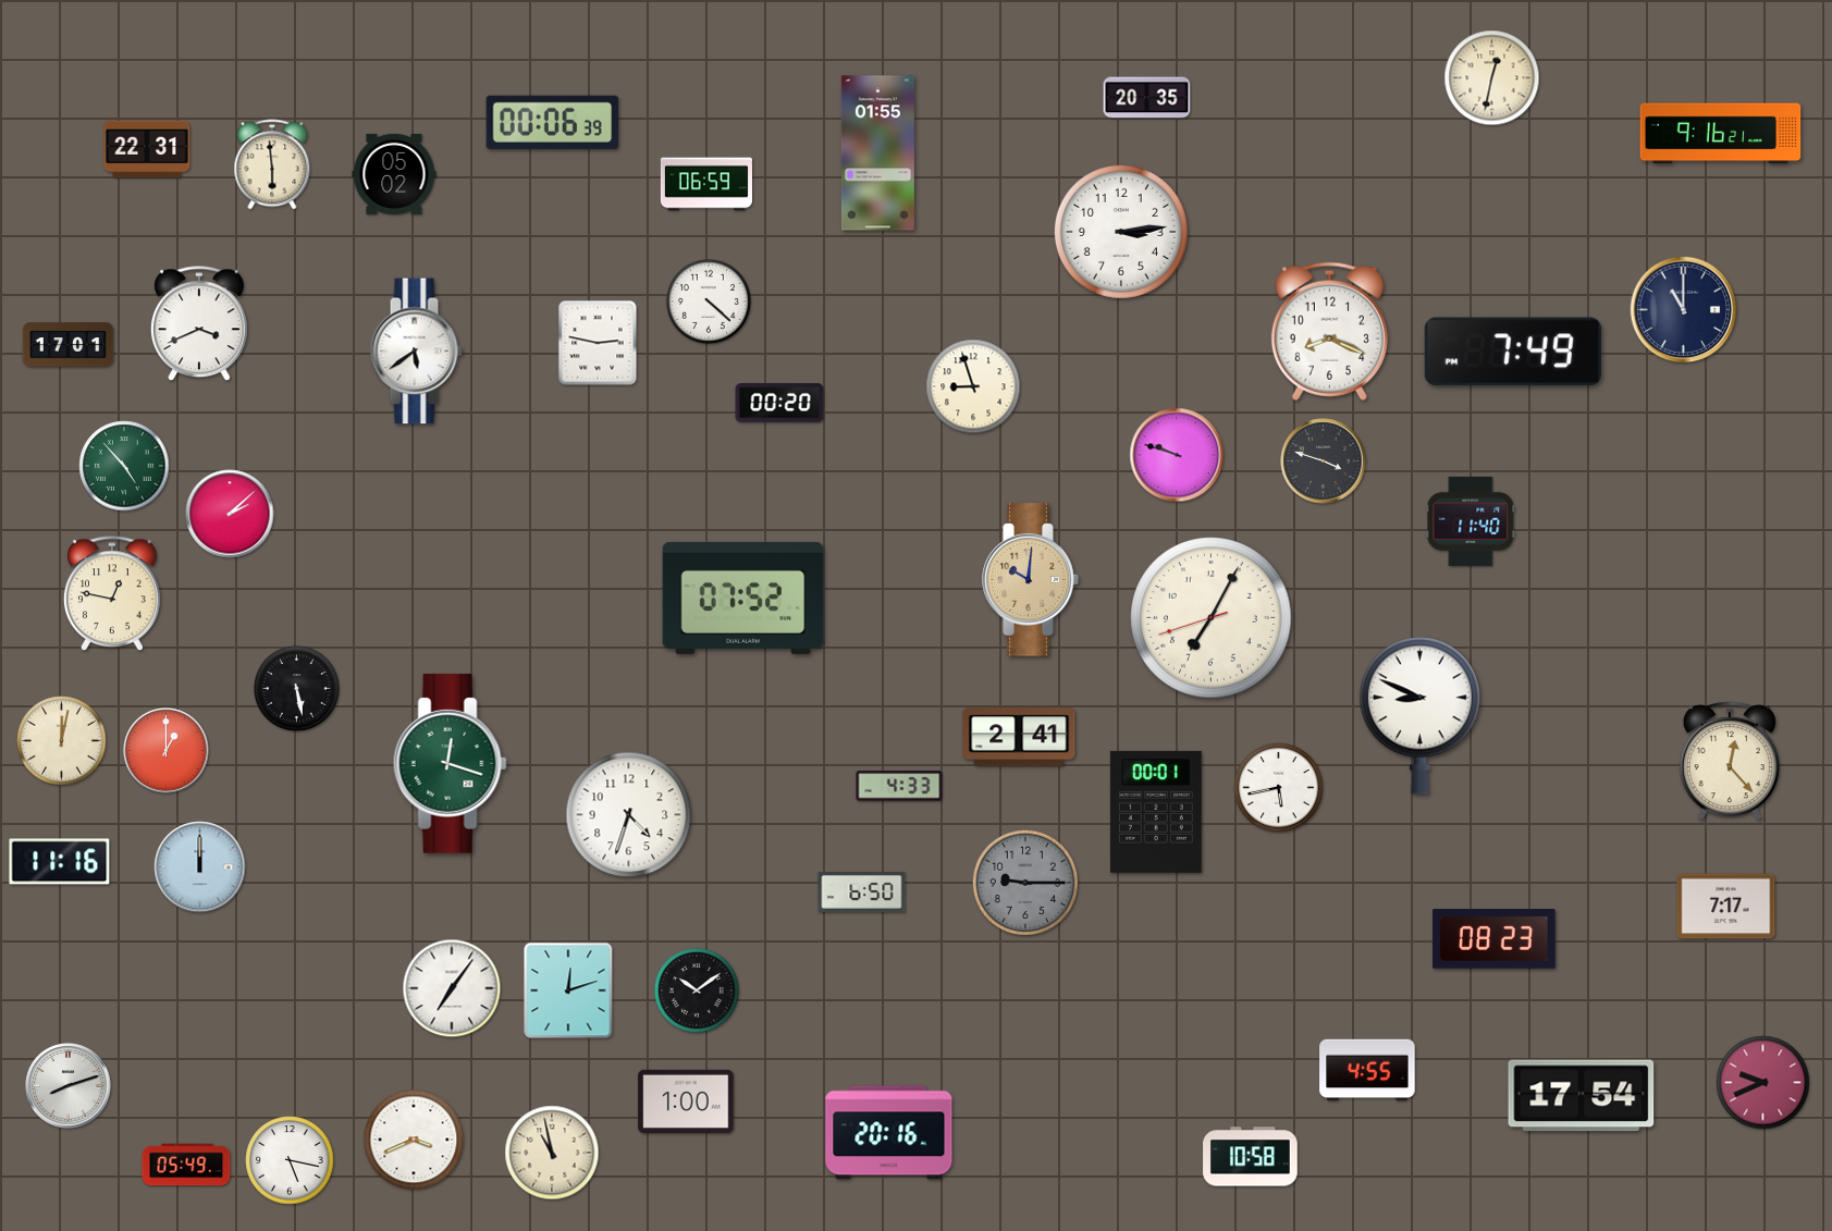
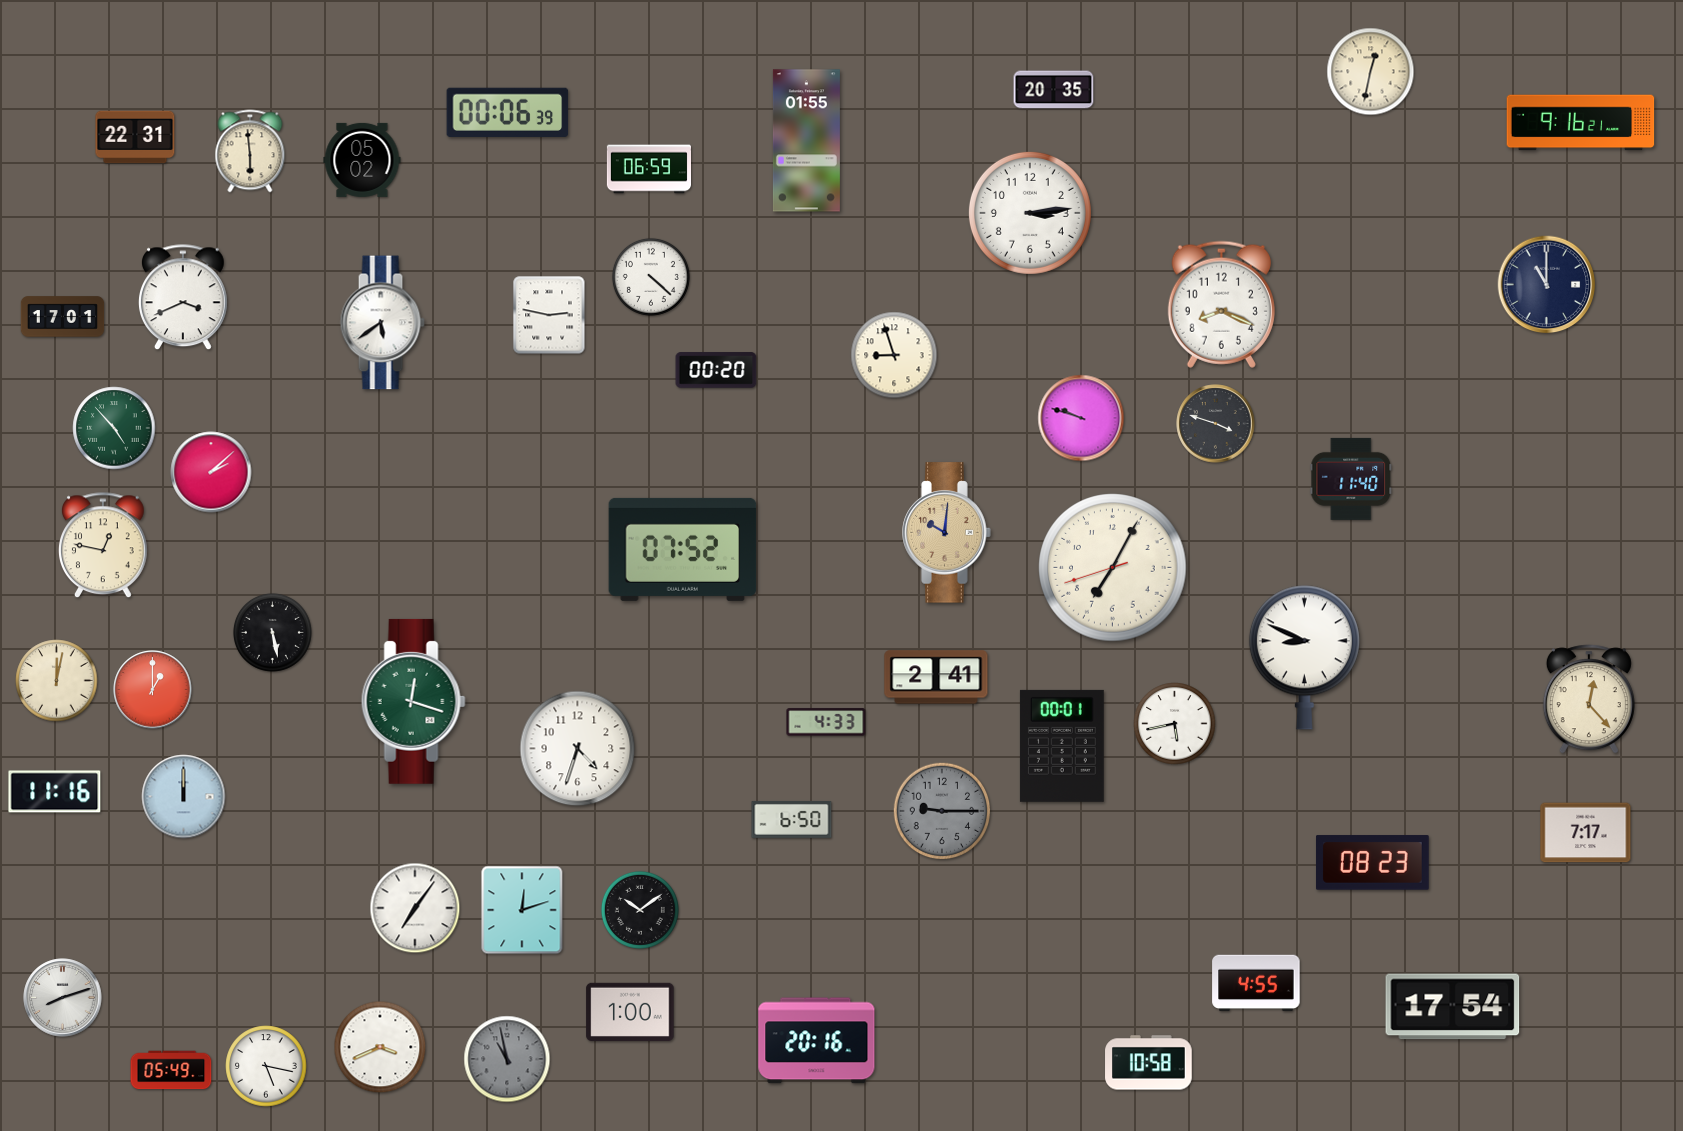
clock at (1513, 352): 7:49 -> none
clock at (1763, 1083): 9:41 -> none
clock at (552, 1153) dial: cream -> grey
